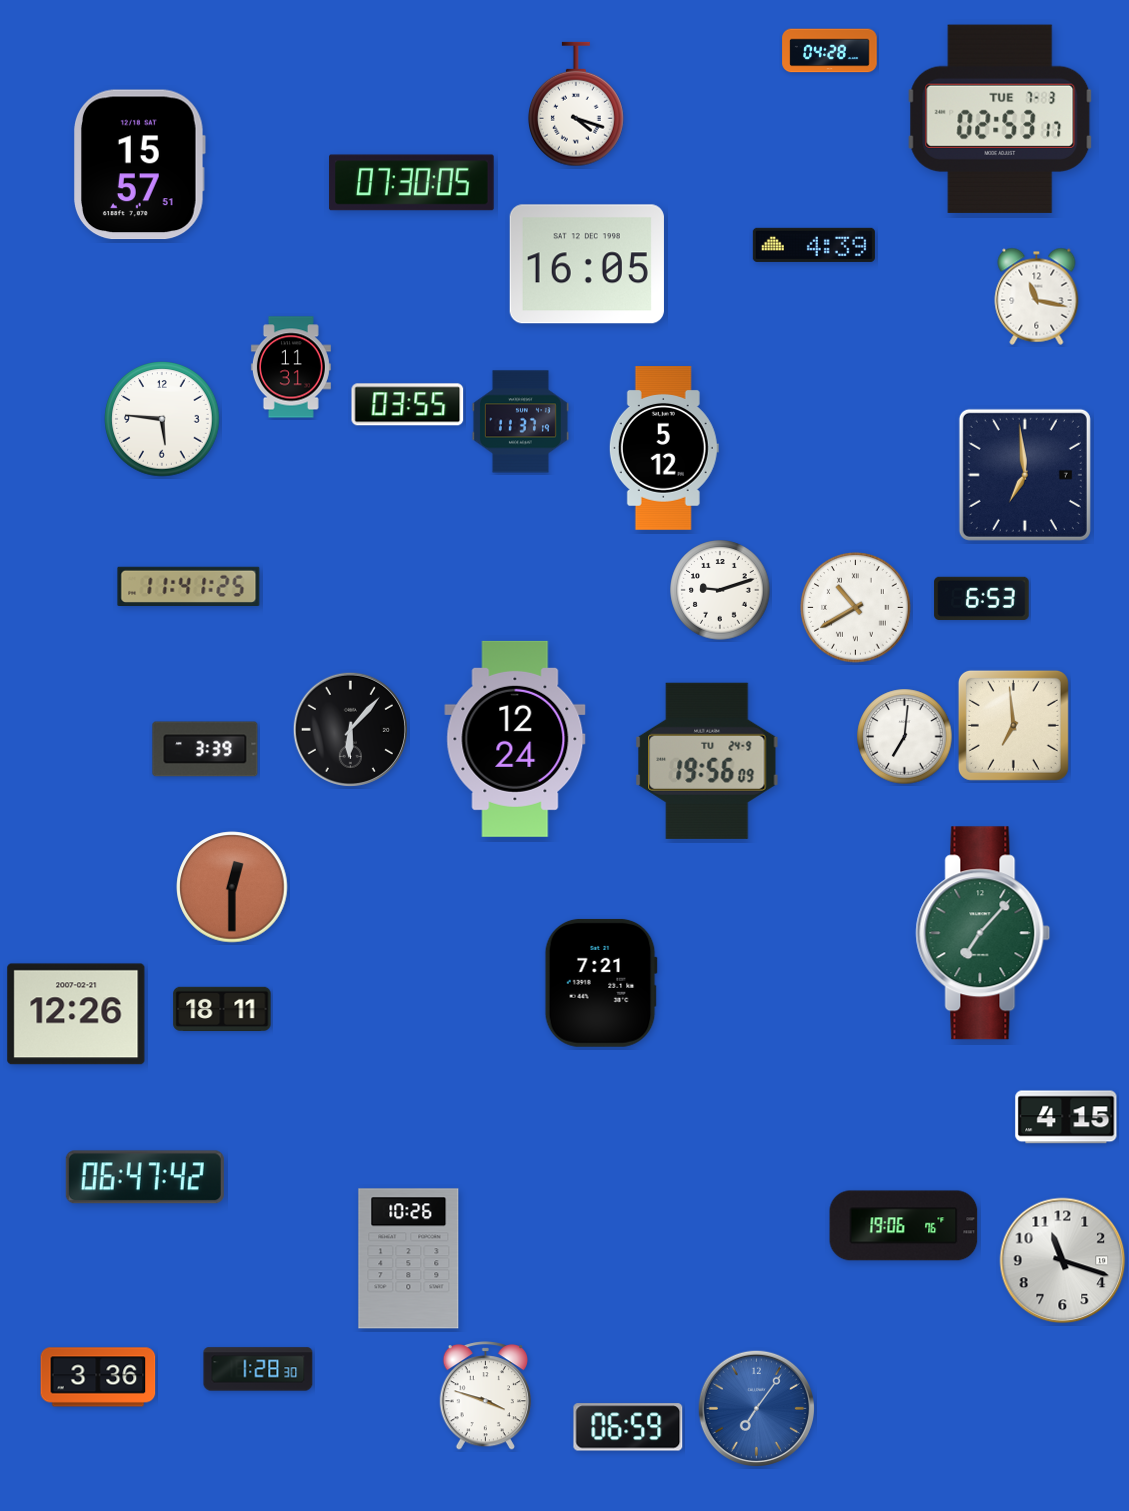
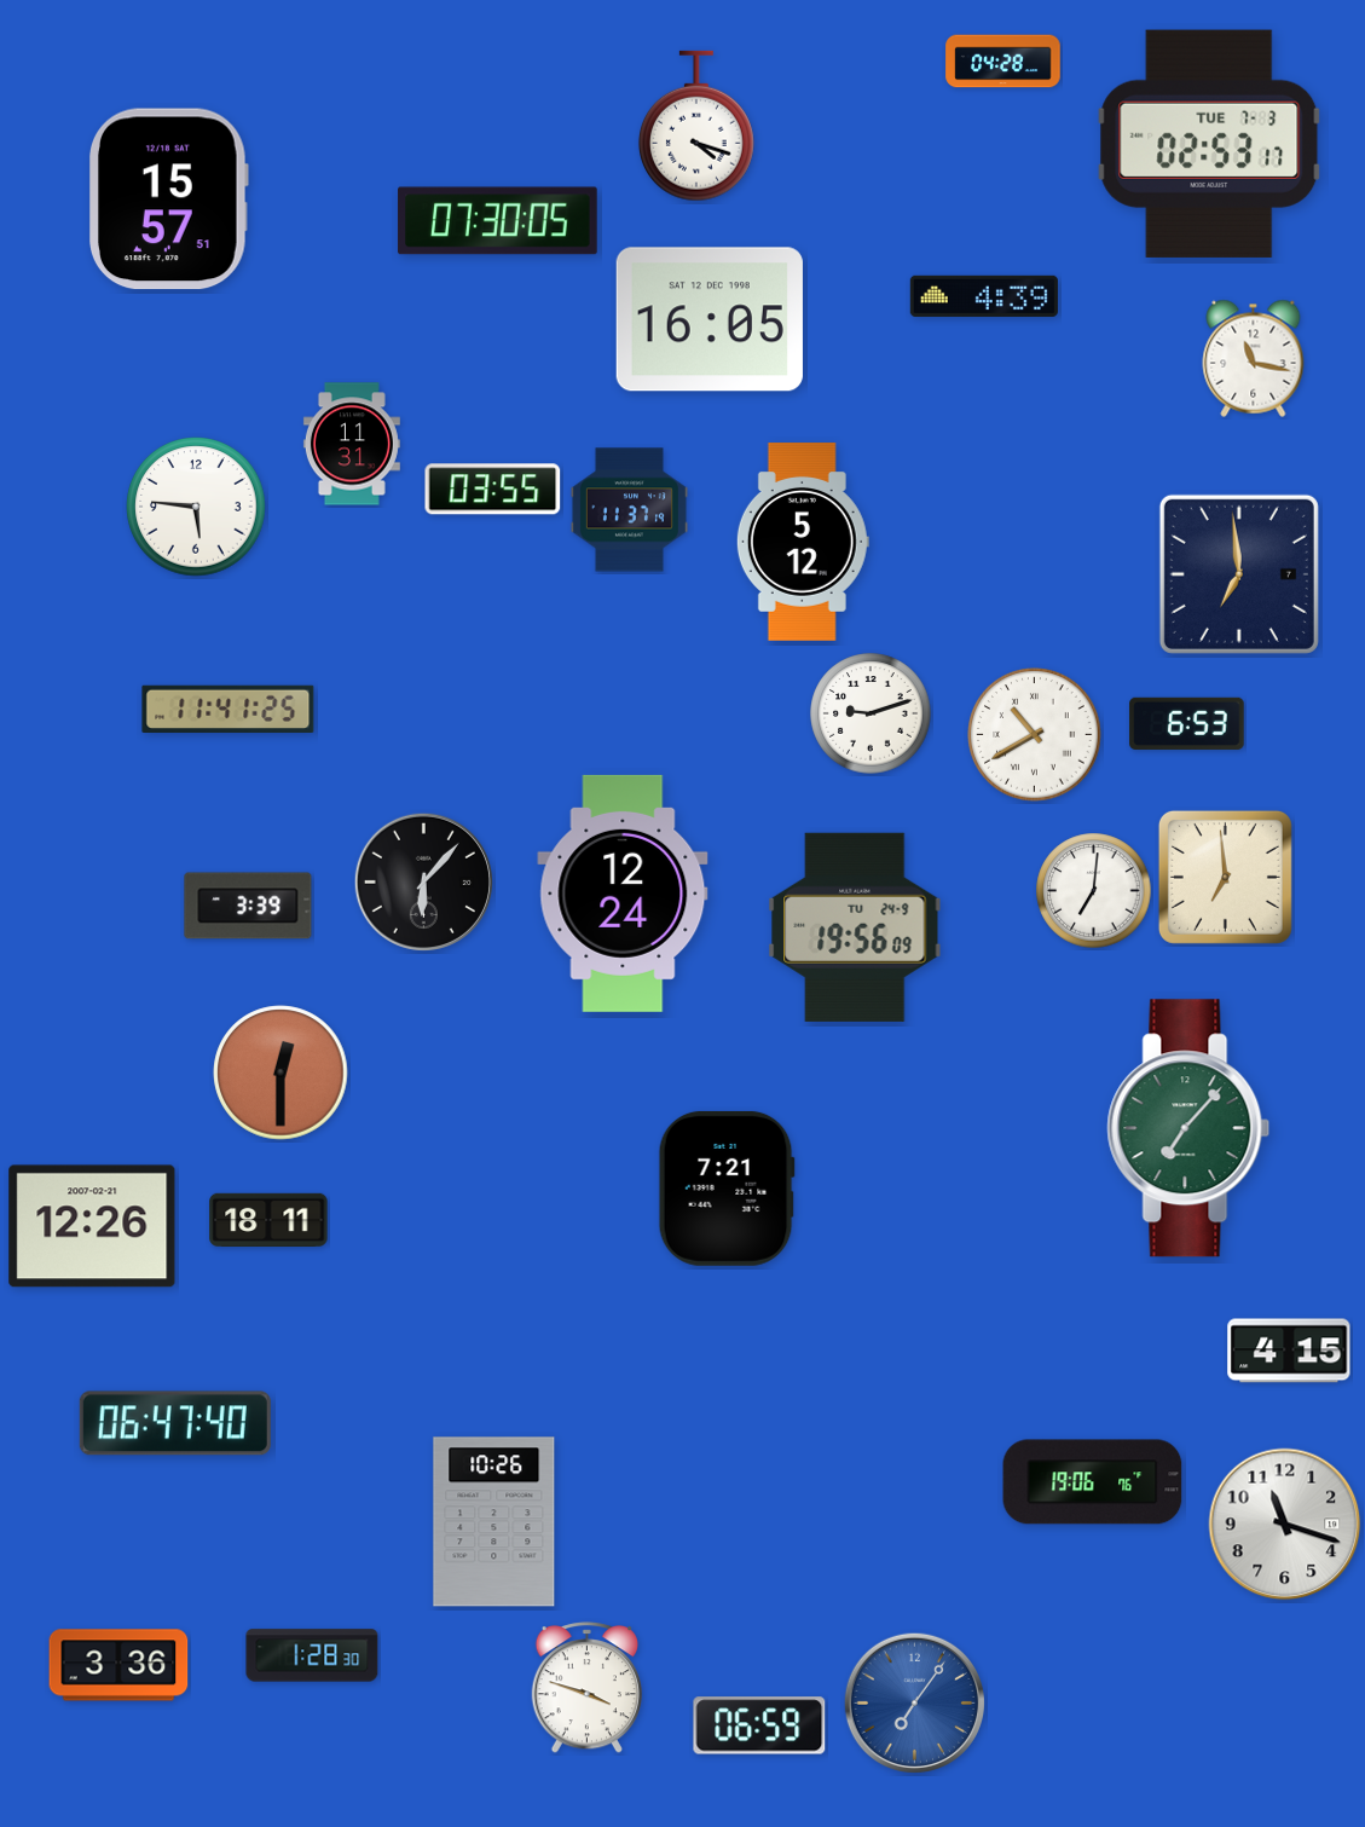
clock at (707, 761) position: (707, 761) -> (855, 927)
clock at (145, 1177): 06:47:42 -> 06:47:40
